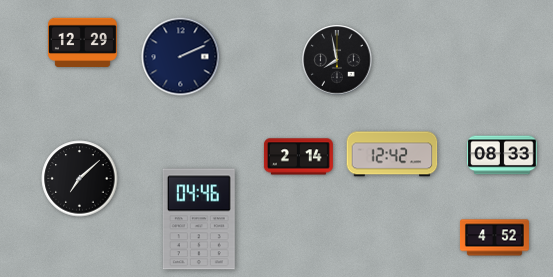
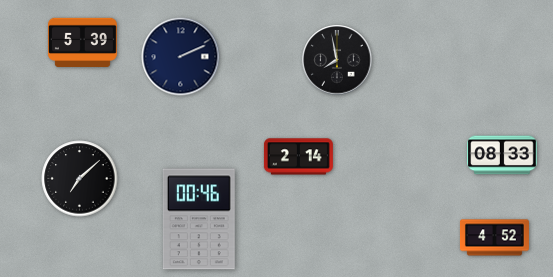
clock at (82, 42): 12:29 -> 5:39
clock at (392, 154): 12:42 -> none
clock at (199, 219): 04:46 -> 00:46
